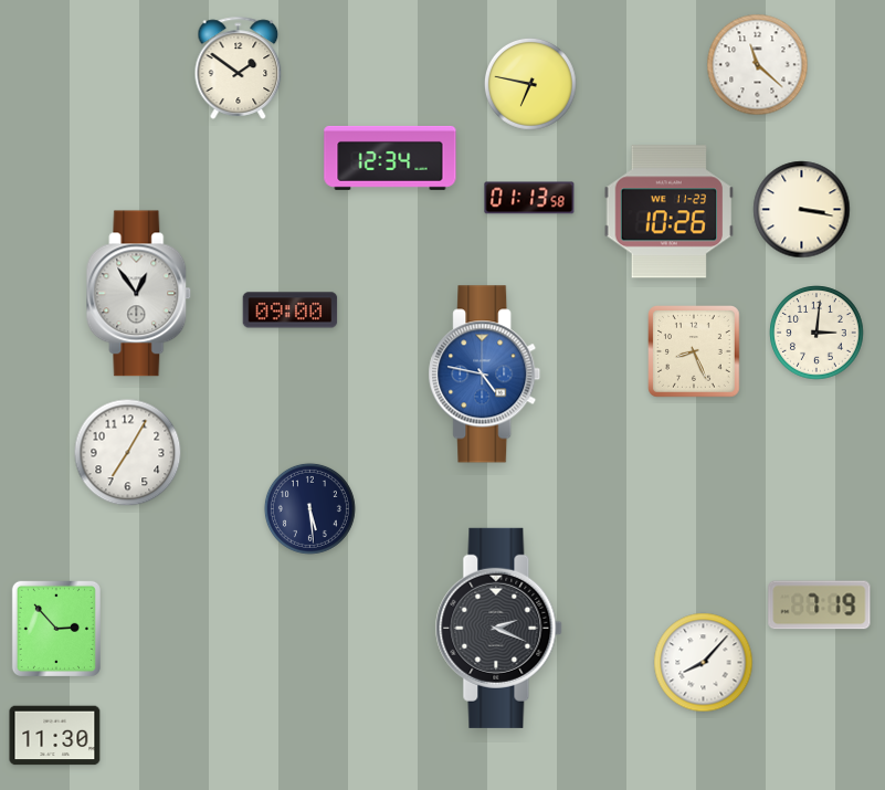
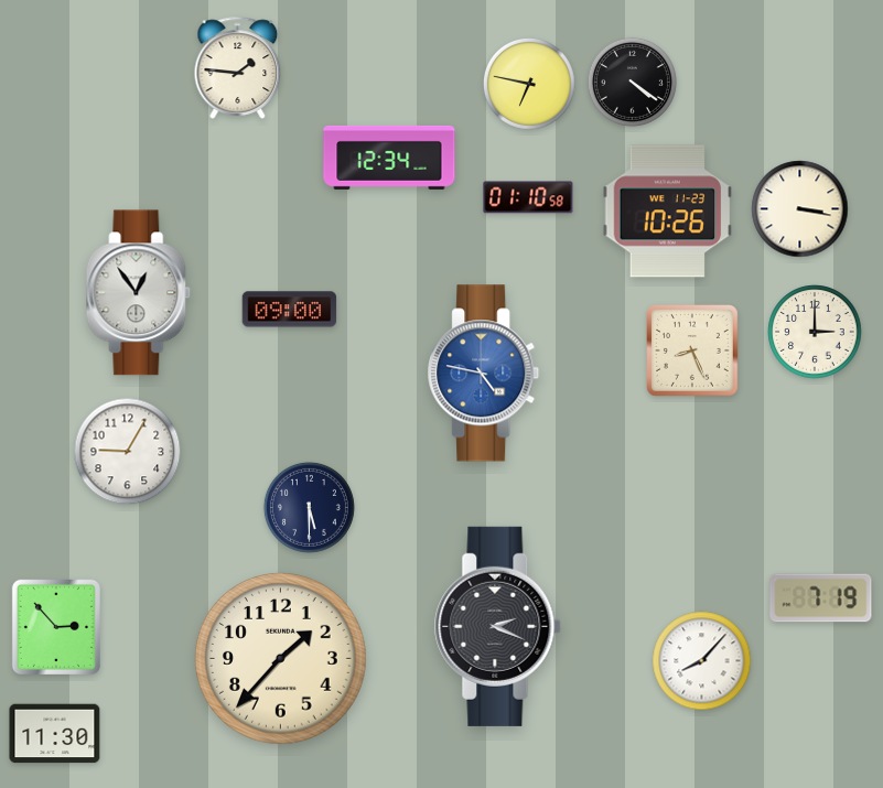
clock at (758, 65): 11:22 -> none
clock at (239, 67): 1:51 -> 1:46
clock at (632, 82): none -> 4:21
clock at (529, 198): 01:13 -> 01:10
clock at (816, 333): 3:01 -> 3:00
clock at (128, 453): 7:05 -> 9:05
clock at (309, 508): 5:29 -> 5:30
clock at (820, 605) position: (820, 605) -> (821, 598)
clock at (281, 659): none -> 1:37
